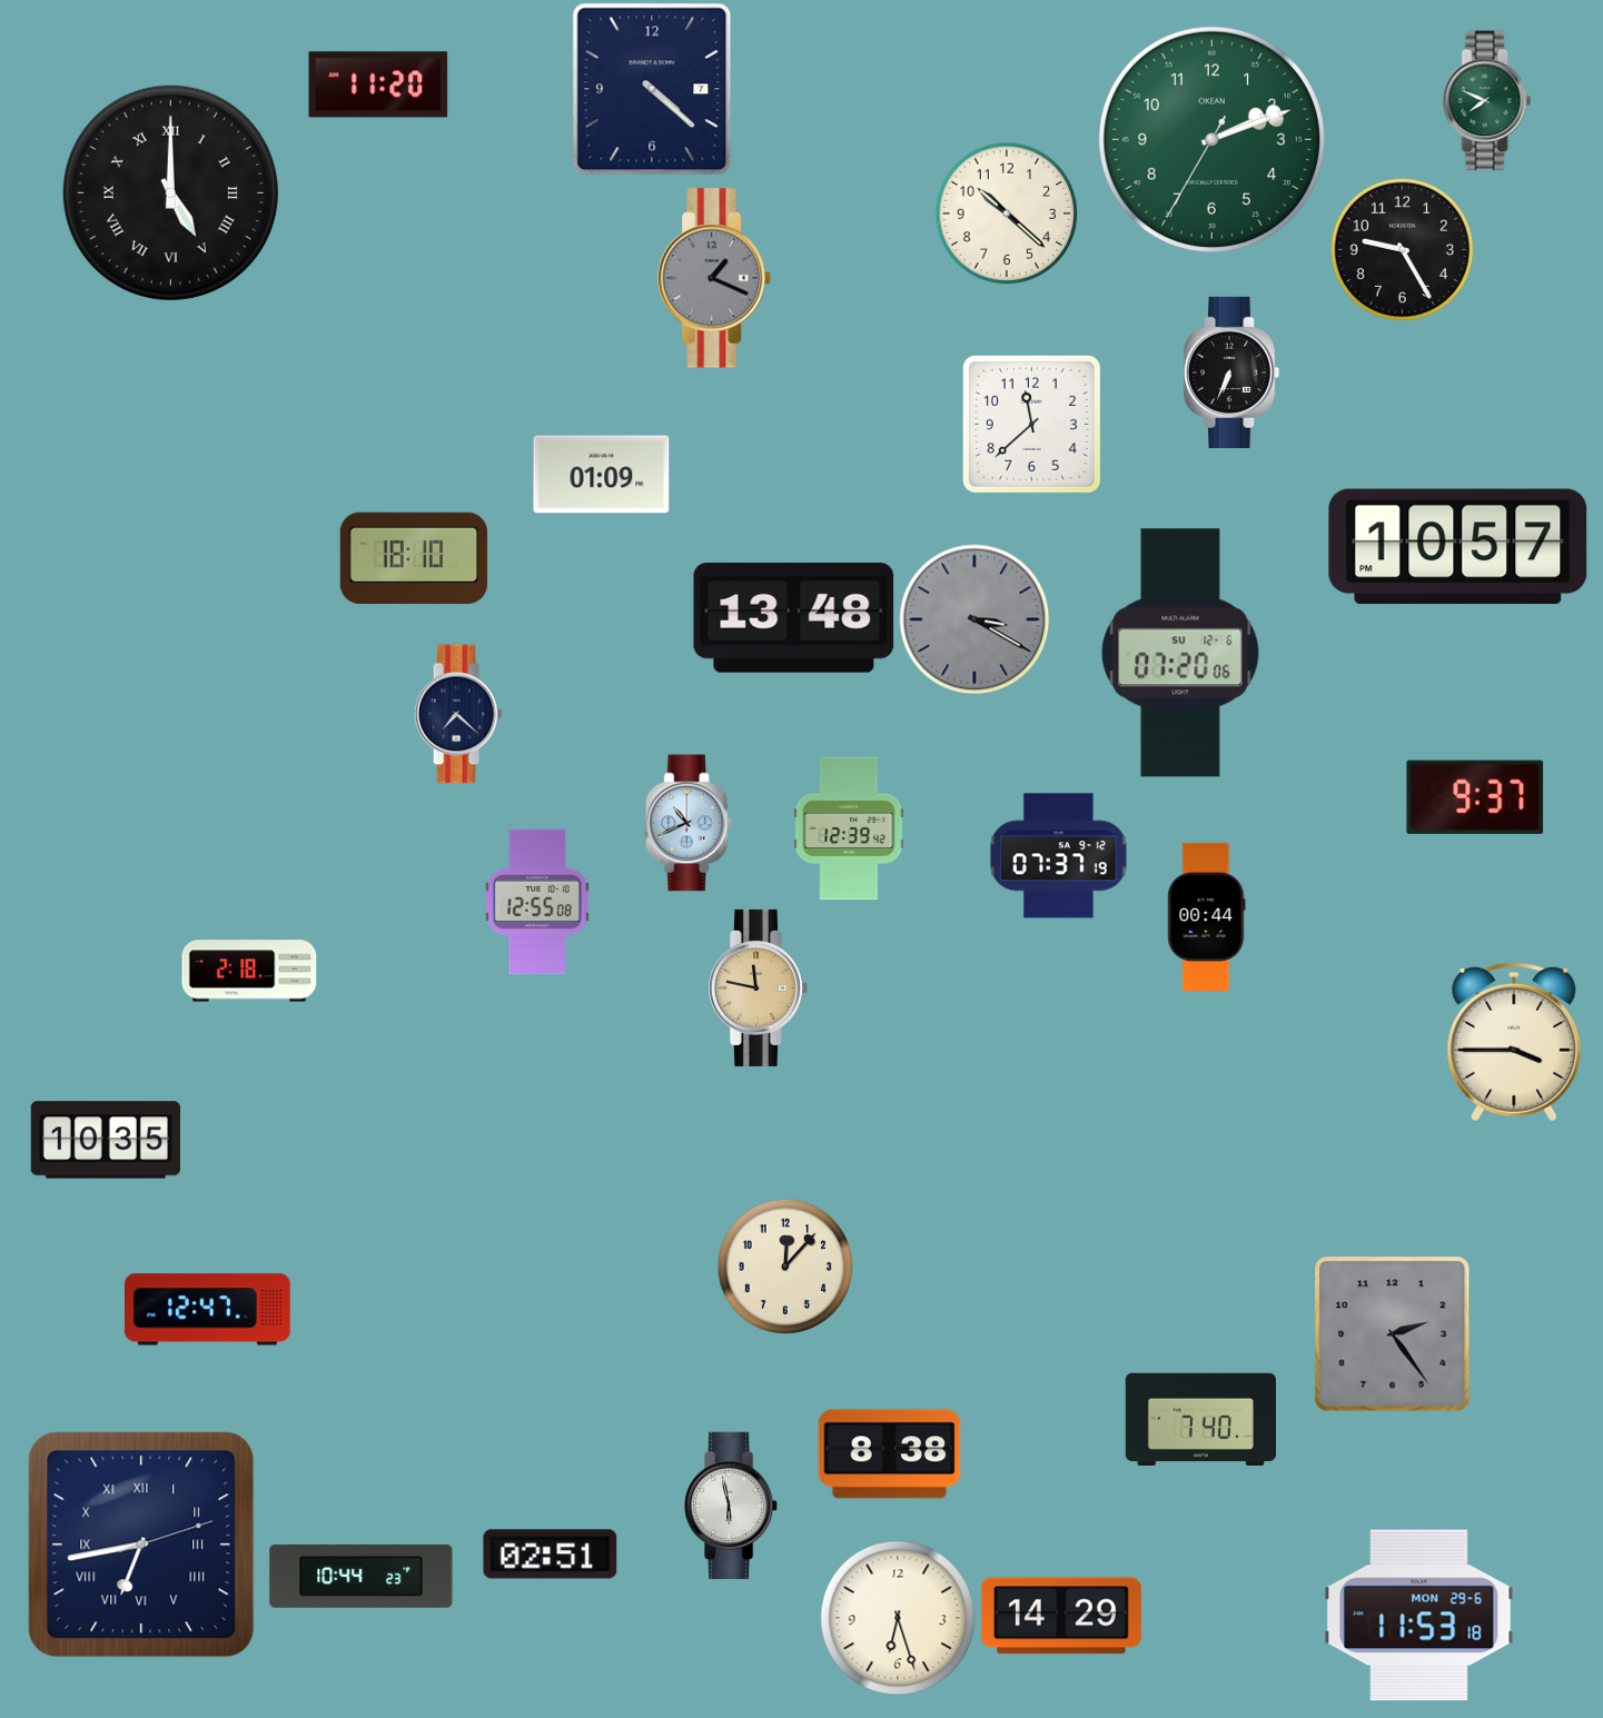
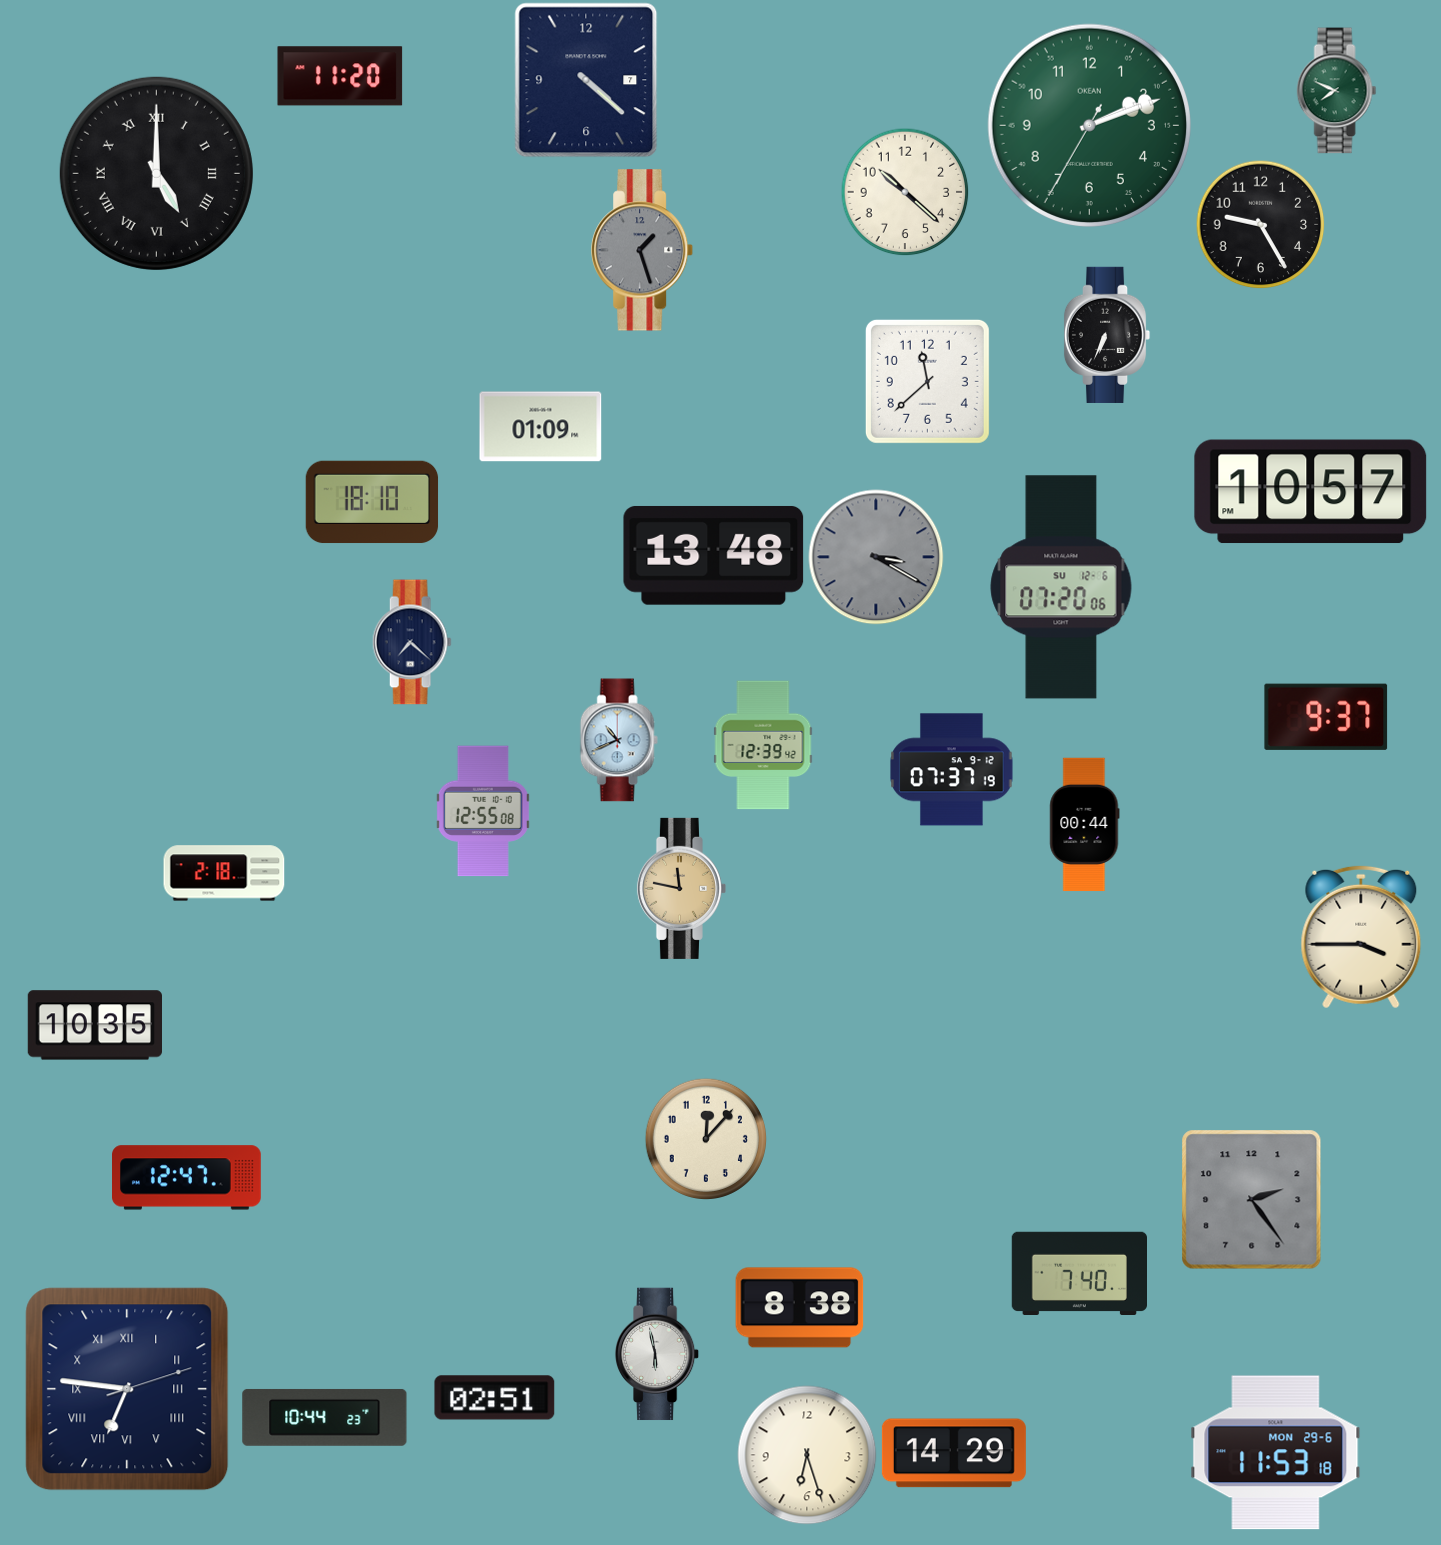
clock at (170, 192) position: (170, 192) -> (156, 173)
clock at (715, 278): 1:19 -> 1:27
clock at (1200, 1419) position: (1200, 1419) -> (1079, 1273)
clock at (141, 1545): 6:43 -> 6:46
